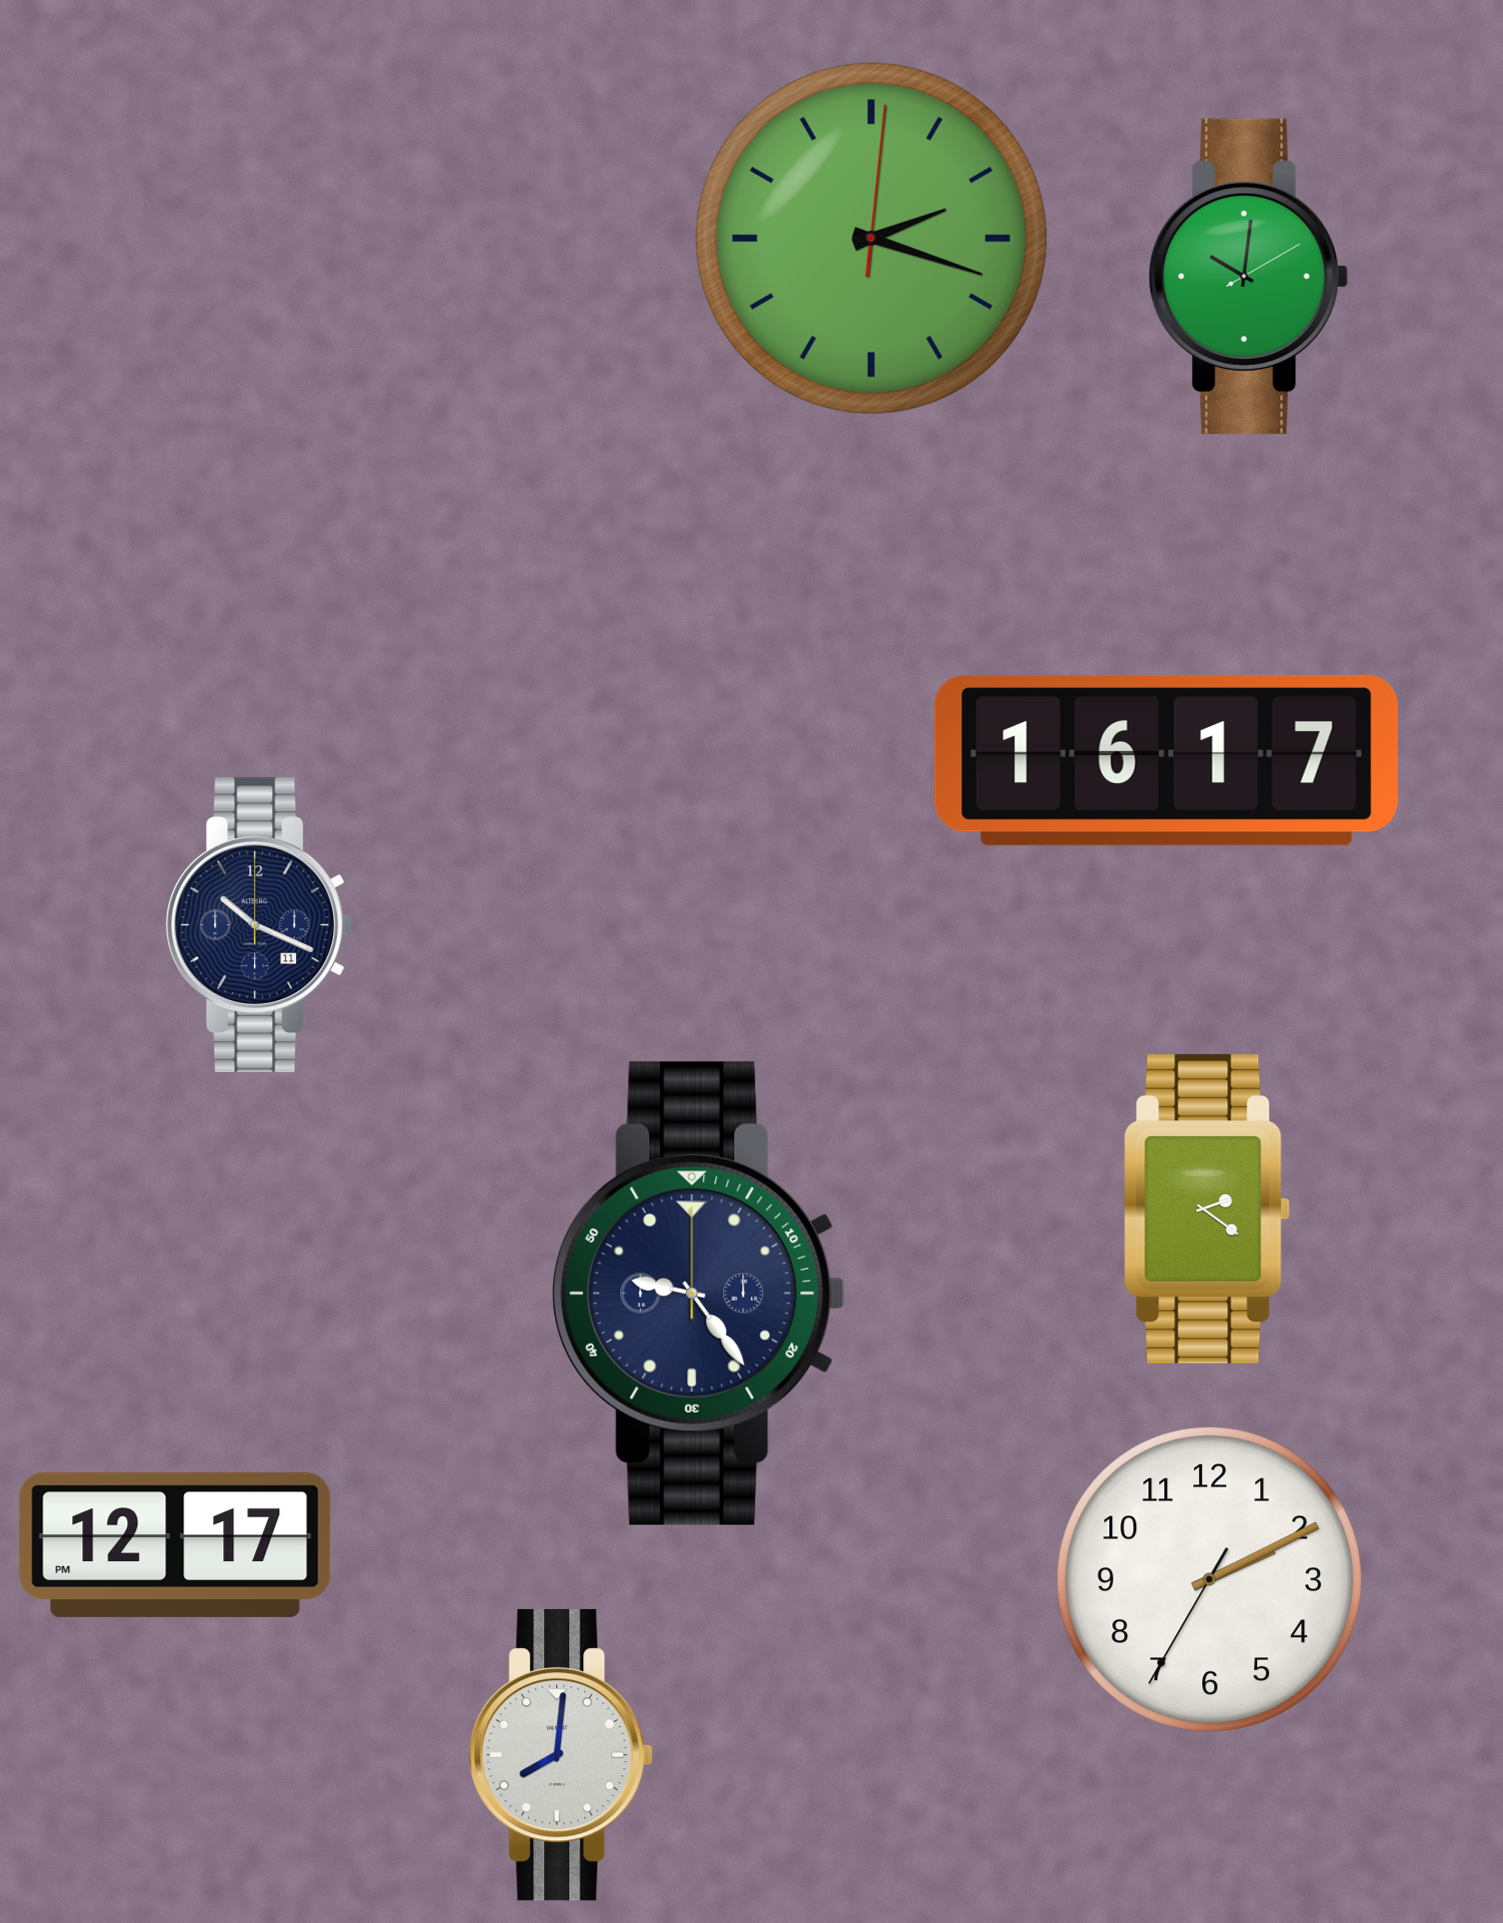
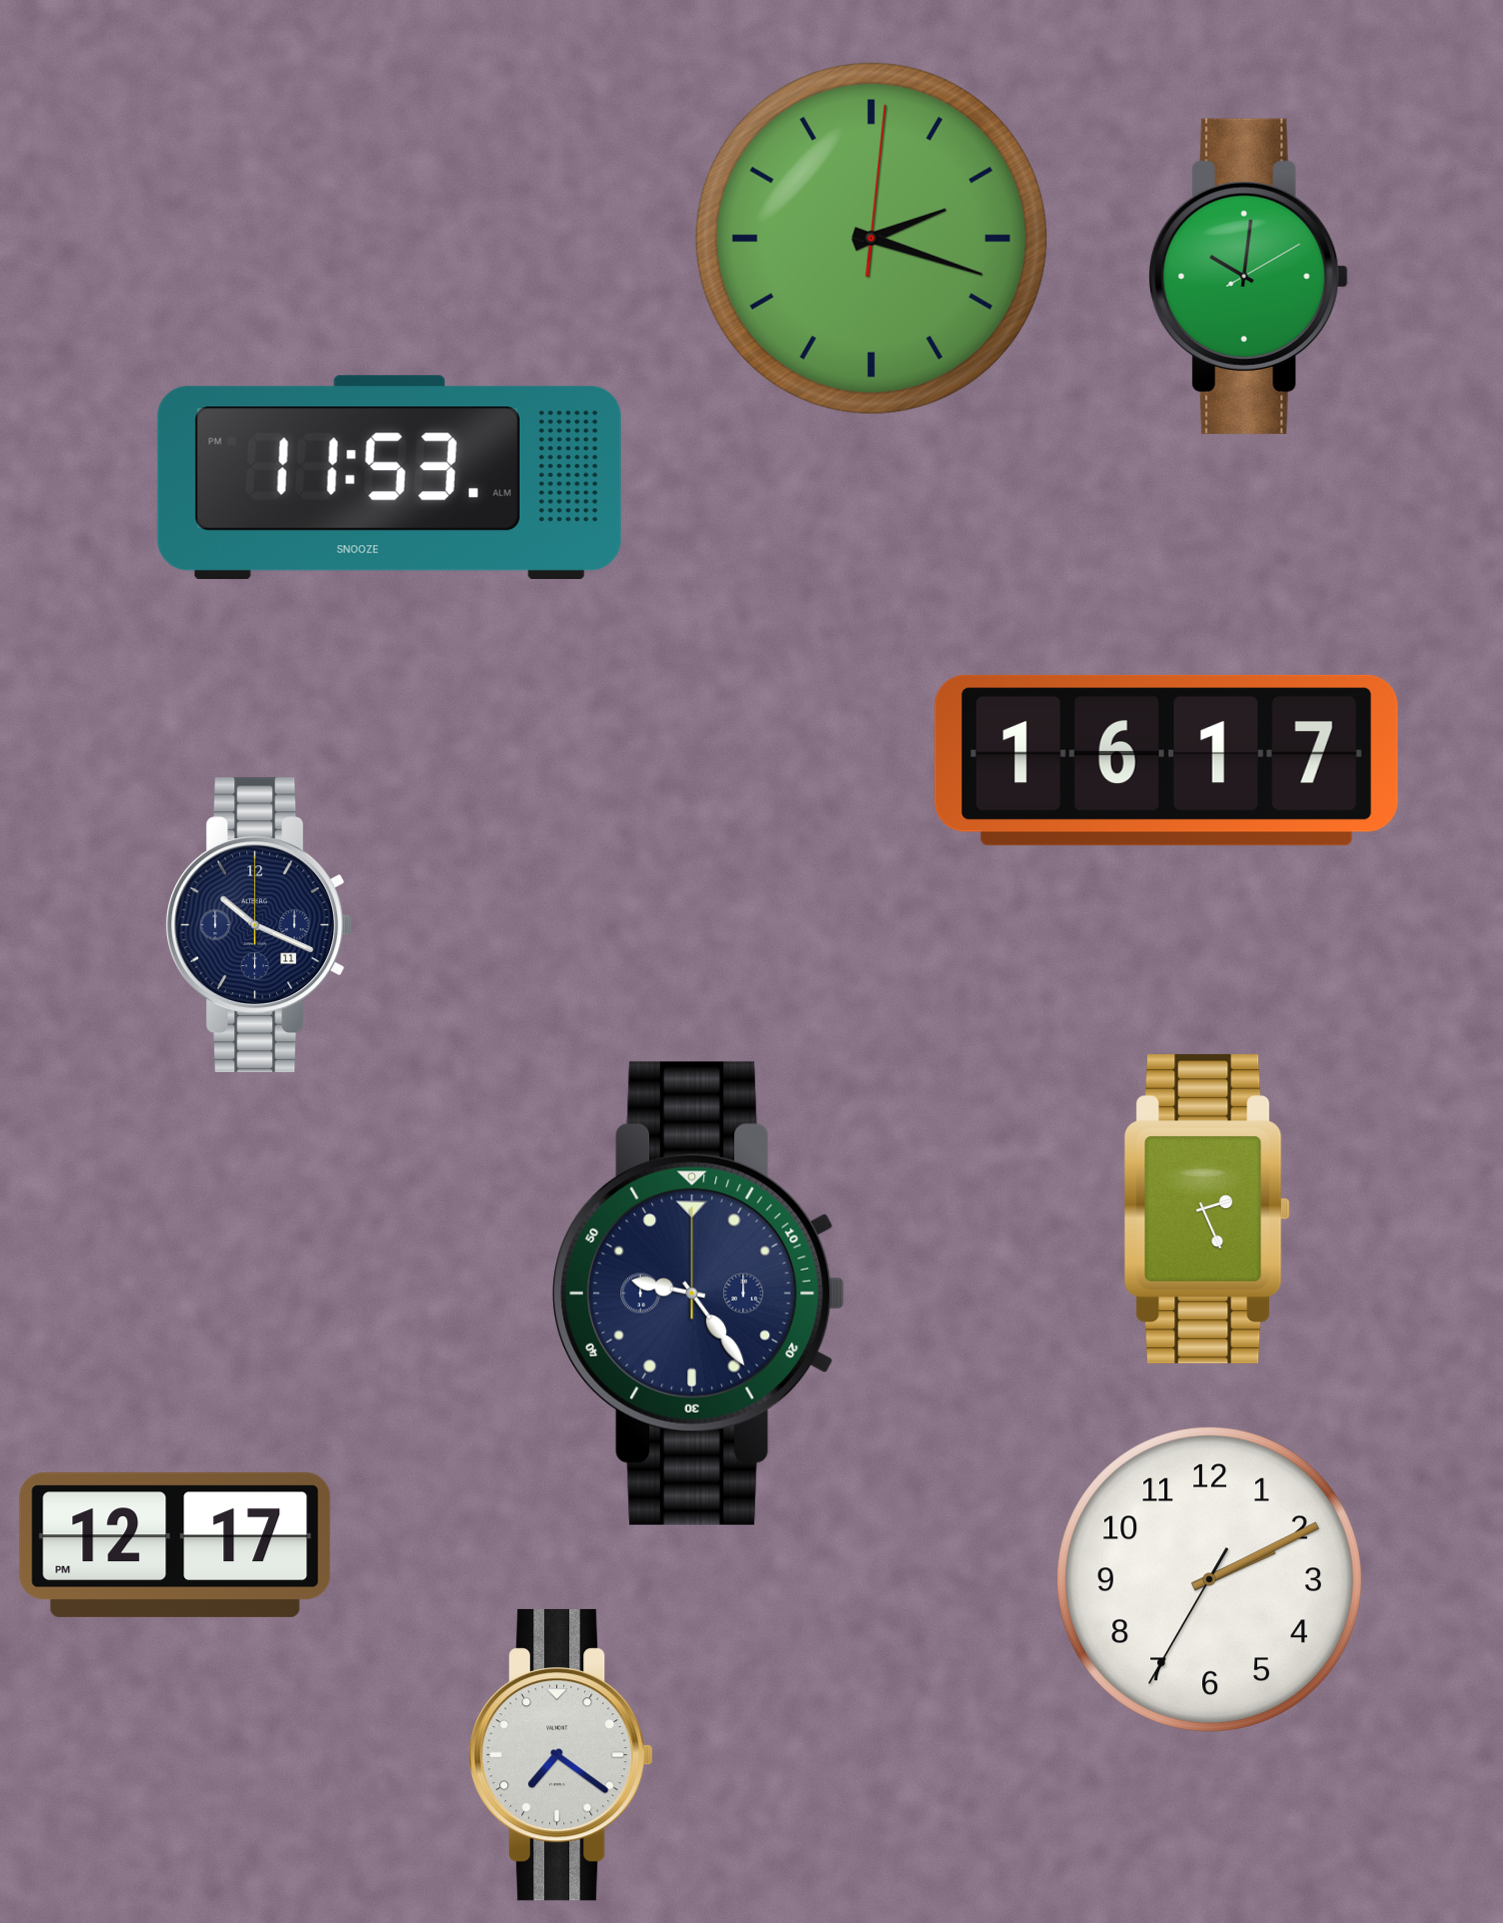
clock at (389, 477): none -> 11:53
clock at (1207, 1209): 2:21 -> 2:26
clock at (561, 1755): 8:01 -> 7:21
